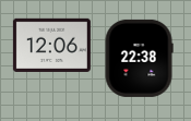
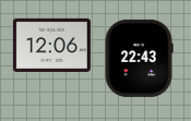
clock at (139, 58): 22:38 -> 22:43
